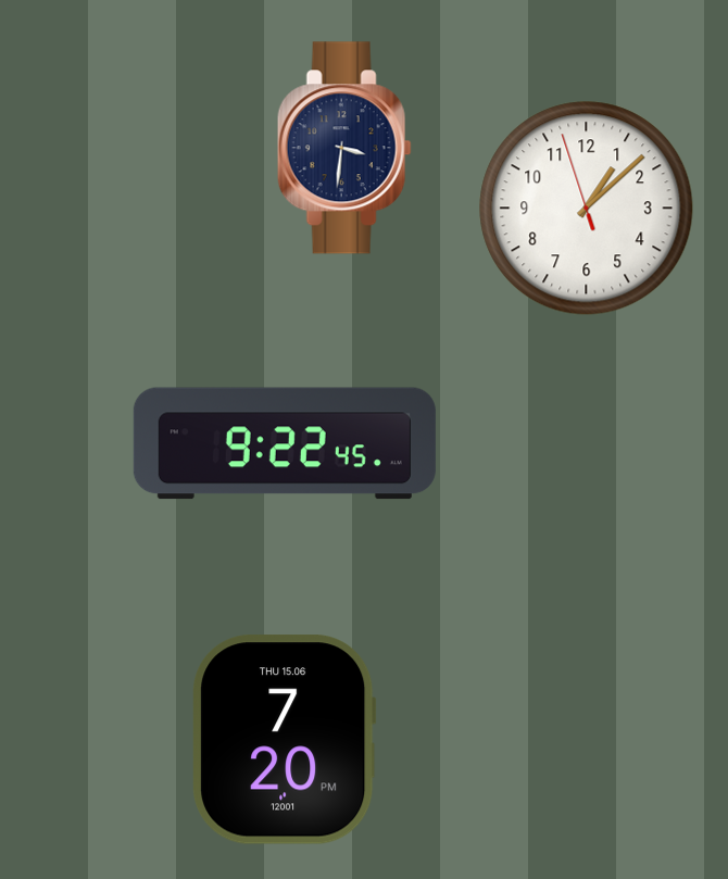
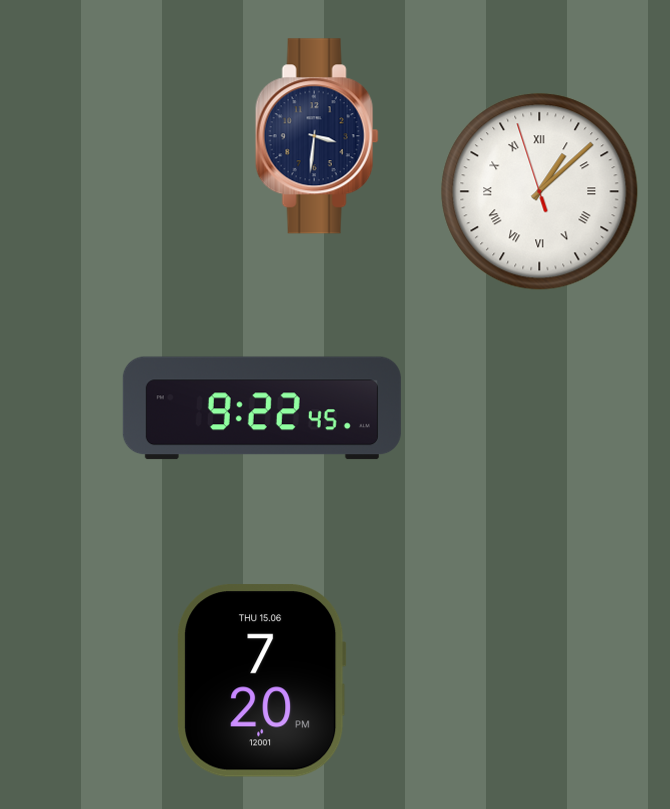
clock at (587, 209) numerals: Arabic -> Roman
